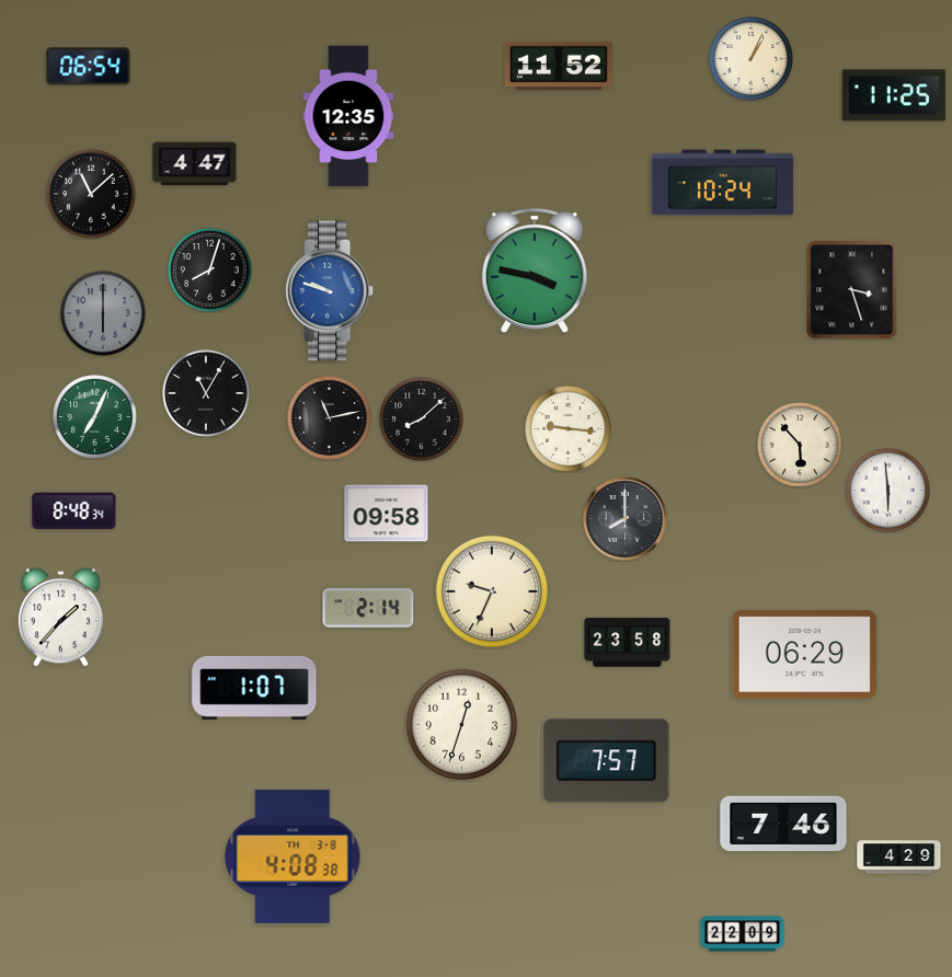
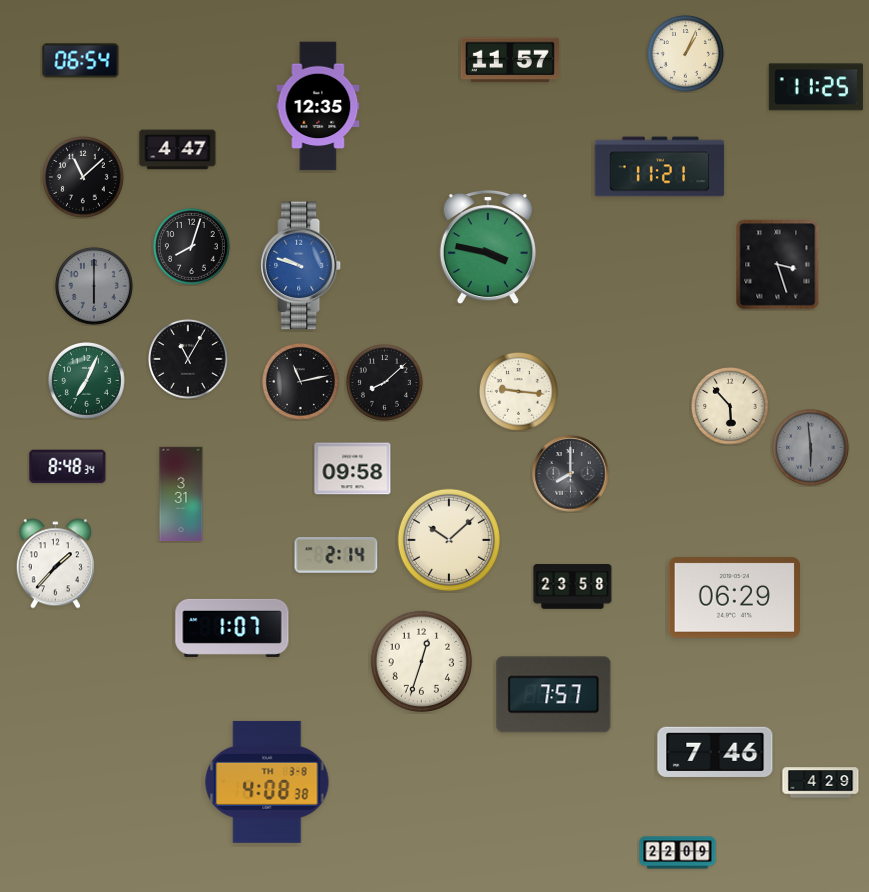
clock at (559, 66): 11:52 -> 11:57
clock at (723, 183): 10:24 -> 11:21
clock at (888, 491) dial: white -> grey
clock at (181, 494): none -> 3:31
clock at (492, 591): 9:34 -> 10:08
